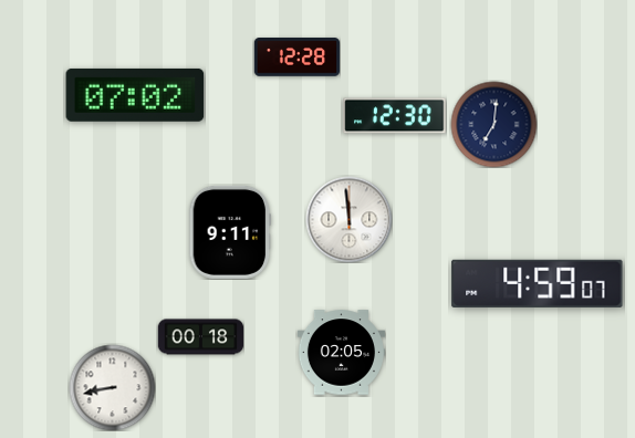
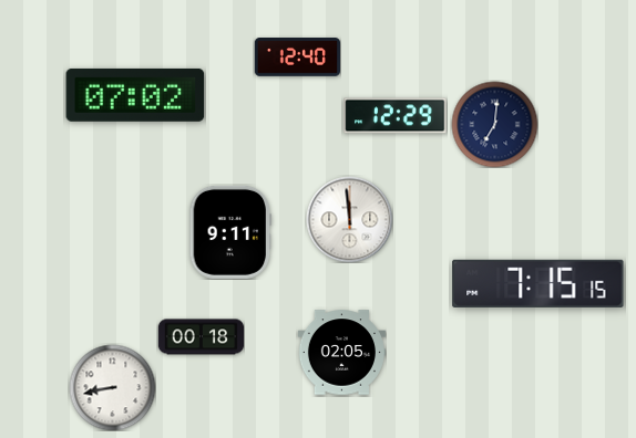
clock at (296, 58): 12:28 -> 12:40
clock at (395, 116): 12:30 -> 12:29
clock at (538, 283): 4:59 -> 7:15
